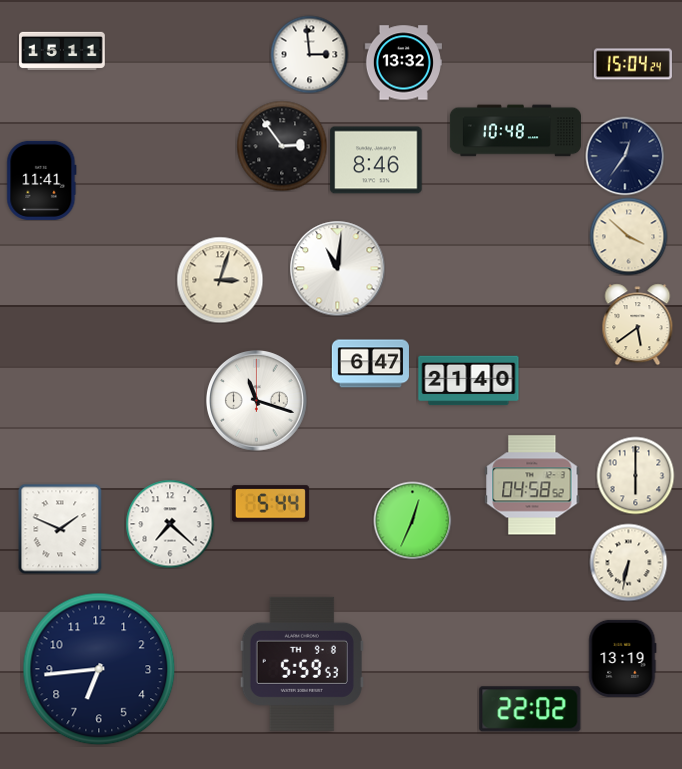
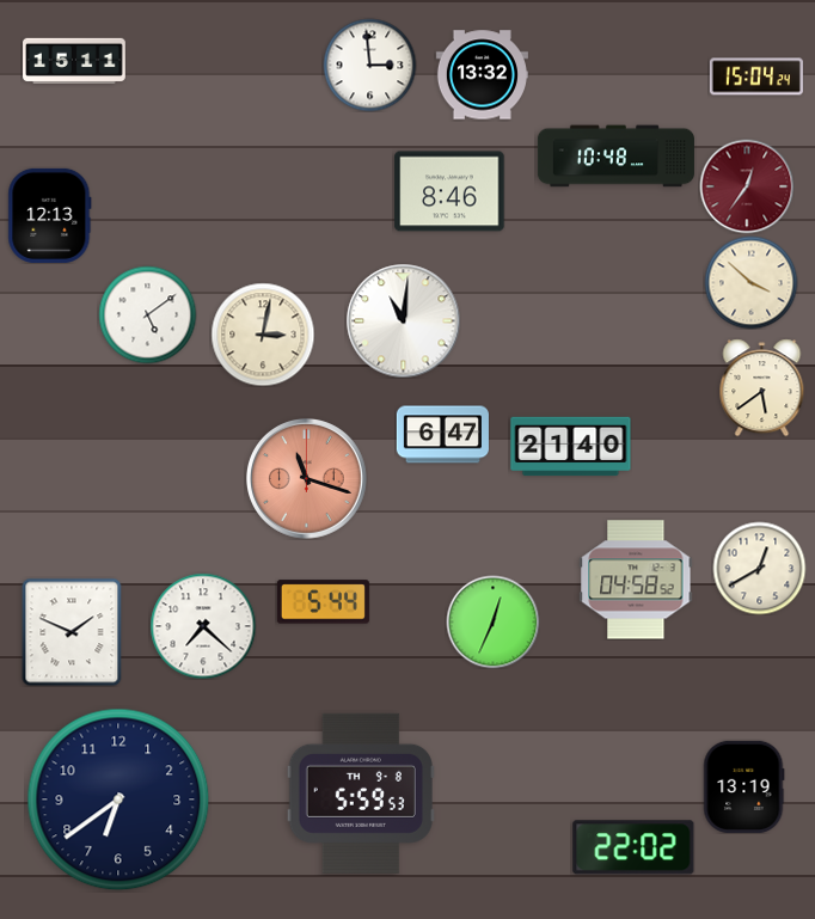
clock at (282, 146): 2:54 -> none
clock at (625, 156) dial: navy -> burgundy
clock at (42, 180): 11:41 -> 12:13
clock at (147, 314): none -> 5:09
clock at (220, 280): 3:03 -> 3:02
clock at (469, 381) position: (469, 381) -> (571, 447)
clock at (257, 401) dial: white -> salmon
clock at (635, 475): 6:00 -> 12:40
clock at (628, 562): 6:32 -> none
clock at (99, 669): 6:44 -> 6:39
